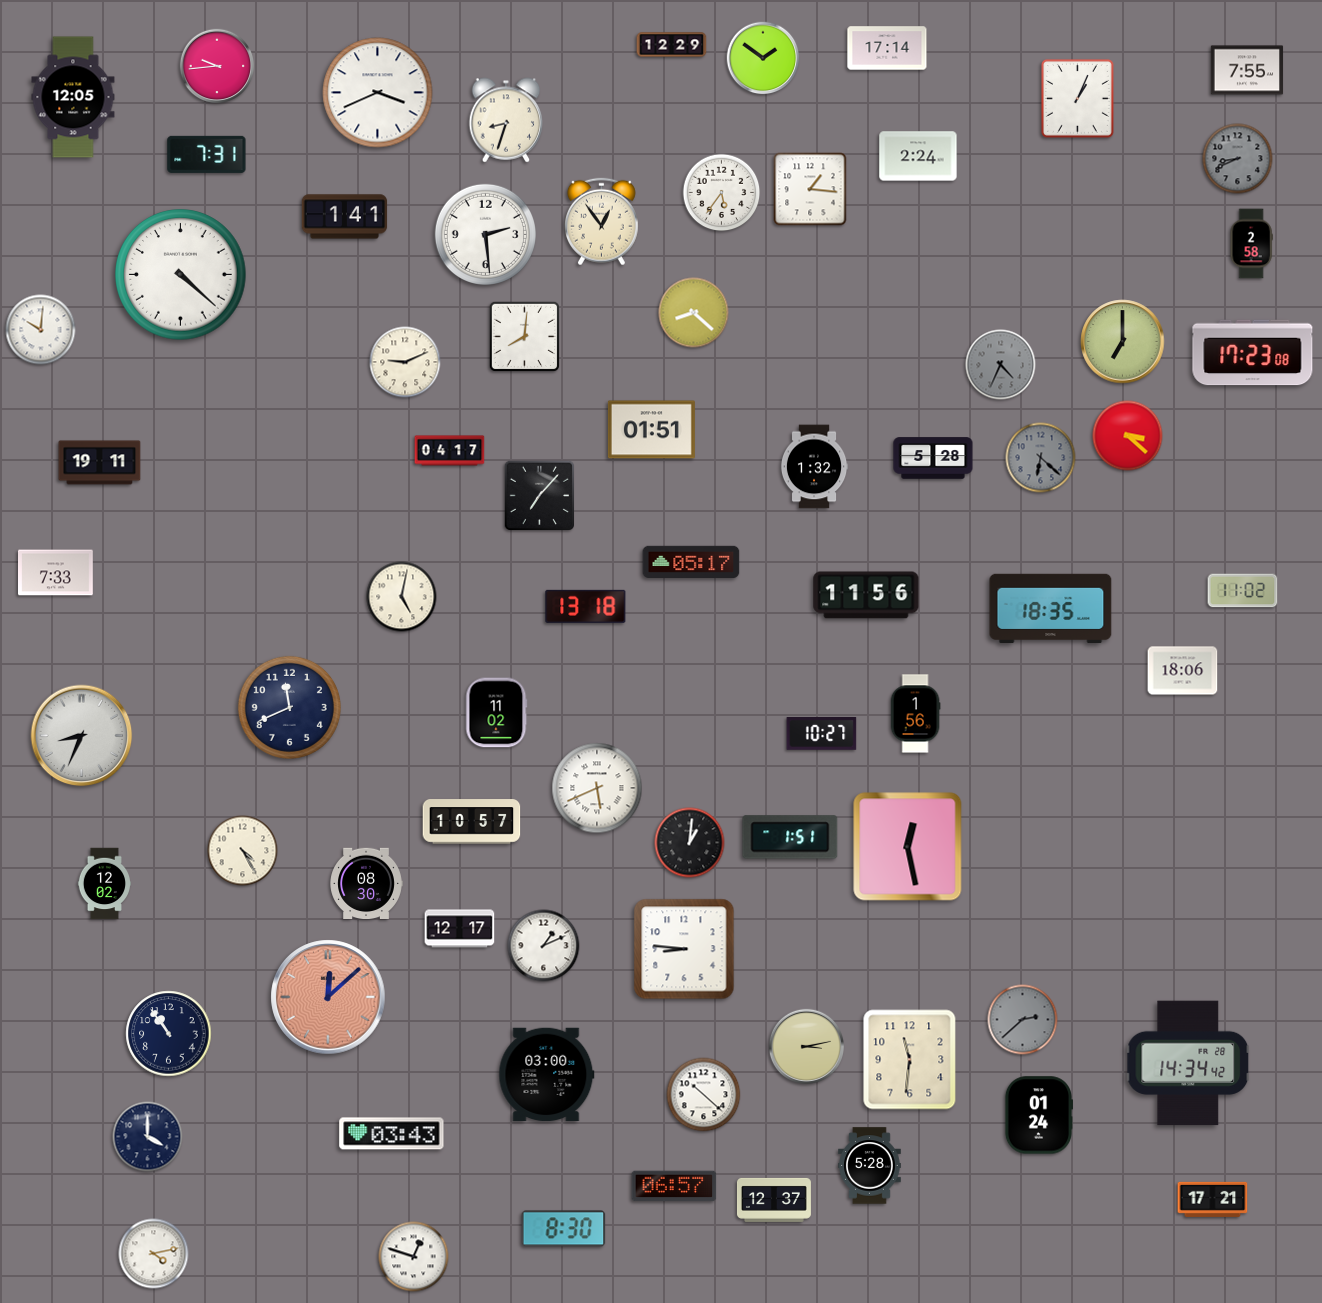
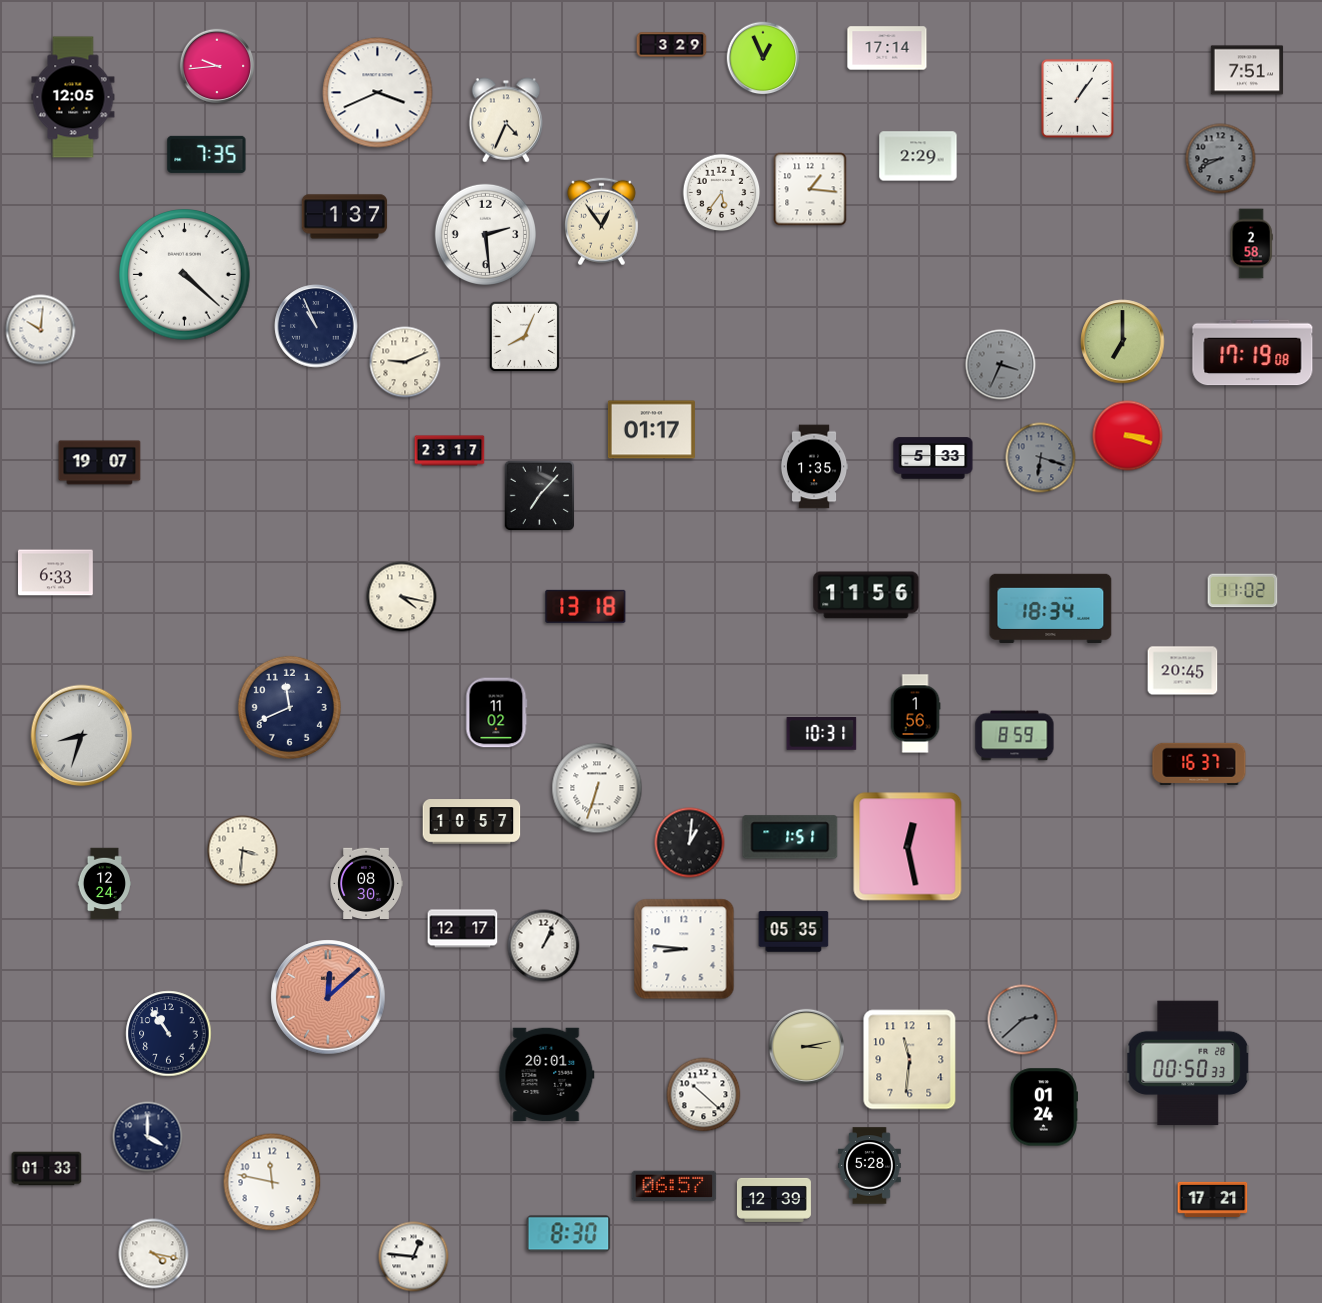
clock at (672, 45): 12:29 -> 3:29
clock at (763, 58): 1:51 -> 12:56
clock at (1247, 70): 7:55 -> 7:51
clock at (1077, 98): 1:04 -> 1:06
clock at (506, 120): 8:33 -> 4:34
clock at (207, 154): 7:31 -> 7:35
clock at (918, 156): 2:24 -> 2:29
clock at (1238, 159) position: (1238, 159) -> (1221, 159)
clock at (345, 217): 1:41 -> 1:37
clock at (181, 275) position: (181, 275) -> (185, 275)
clock at (694, 313): 8:22 -> none
clock at (316, 326): none -> 10:56
clock at (525, 337): 8:01 -> 8:04
clock at (1253, 353): 17:23 -> 17:19
clock at (1001, 365): 4:34 -> 3:34
clock at (651, 430): 01:51 -> 01:17
clock at (1128, 436): 3:22 -> 3:18
clock at (450, 451): 04:17 -> 23:17
clock at (933, 458): 5:28 -> 5:33
clock at (1041, 458): 6:22 -> 6:18
clock at (100, 463): 19:11 -> 19:07
clock at (814, 467): 1:32 -> 1:35
clock at (691, 561): 05:17 -> none
clock at (56, 573): 7:33 -> 6:33
clock at (402, 597): 5:02 -> 4:17
clock at (1051, 609): 18:35 -> 18:34
clock at (1183, 671): 18:06 -> 20:45
clock at (822, 734): 10:27 -> 10:31
clock at (82, 736): 8:34 -> 8:33
clock at (1015, 736): none -> 8:59
clock at (1199, 764): none -> 16:37
clock at (597, 788): 5:41 -> 6:33
clock at (243, 851): 4:25 -> 3:31
clock at (105, 884): 12:02 -> 12:24
clock at (460, 929) position: (460, 929) -> (463, 929)
clock at (794, 932): none -> 05:35
clock at (544, 946): 1:11 -> 1:04
clock at (1188, 1063): 14:34 -> 00:50
clock at (547, 1075): 03:00 -> 20:01
clock at (1039, 1115) position: (1039, 1115) -> (1044, 1107)
clock at (392, 1134): 03:43 -> none
clock at (47, 1169): none -> 01:33
clock at (272, 1182): none -> 11:47
clock at (774, 1200): 12:37 -> 12:39
clock at (564, 1229) position: (564, 1229) -> (569, 1234)
clock at (154, 1254): 4:13 -> 4:17
clock at (414, 1257): 12:48 -> 12:46
